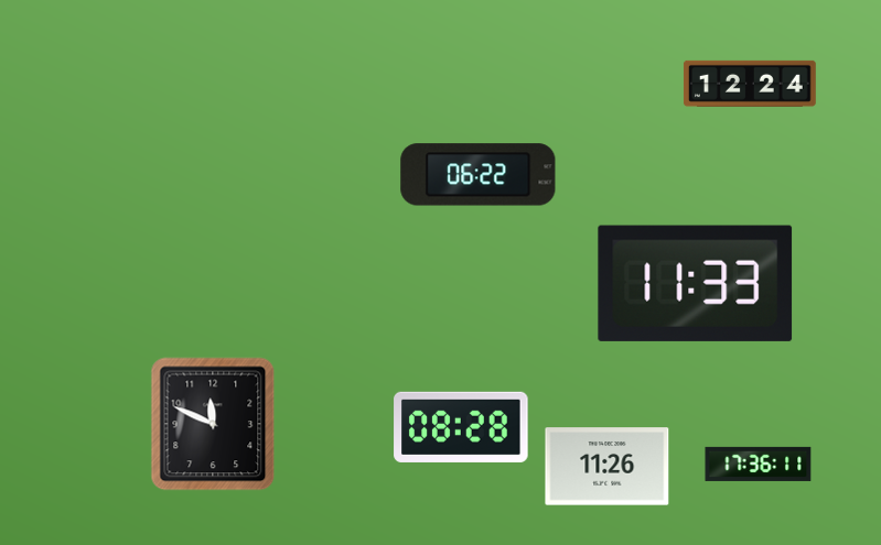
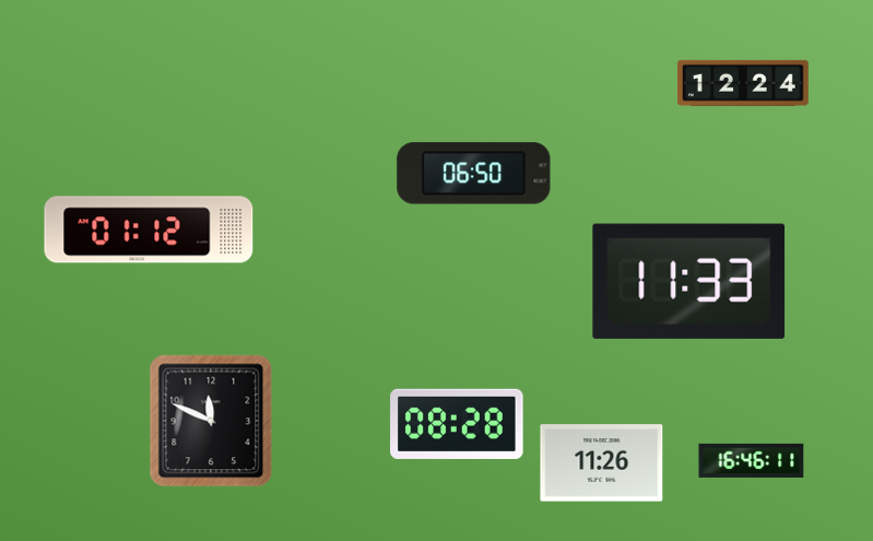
clock at (479, 175): 06:22 -> 06:50
clock at (149, 230): none -> 01:12
clock at (759, 464): 17:36 -> 16:46
